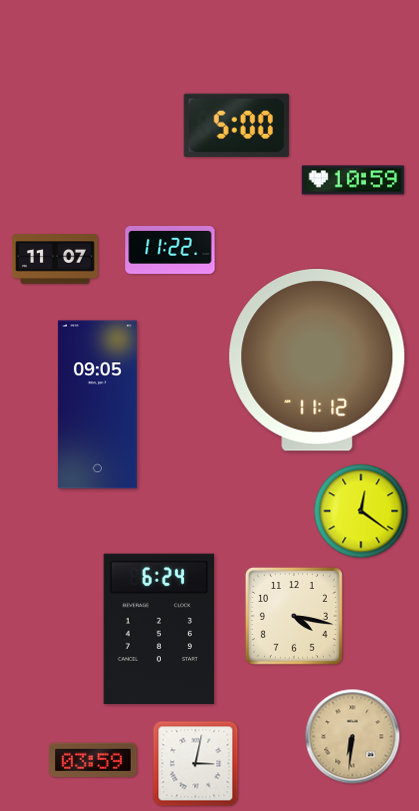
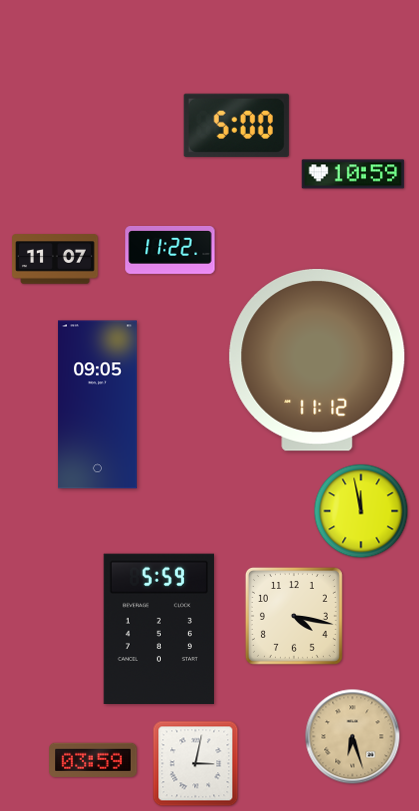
clock at (353, 180) position: (353, 180) -> (353, 174)
clock at (361, 511): 12:21 -> 11:58
clock at (159, 628): 6:24 -> 5:59
clock at (353, 737): 6:31 -> 6:27
